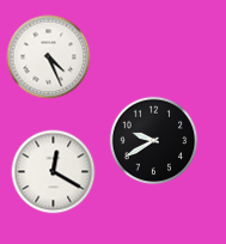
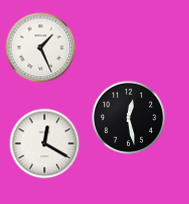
clock at (49, 57): 4:26 -> 1:26
clock at (154, 141): 9:40 -> 12:28
